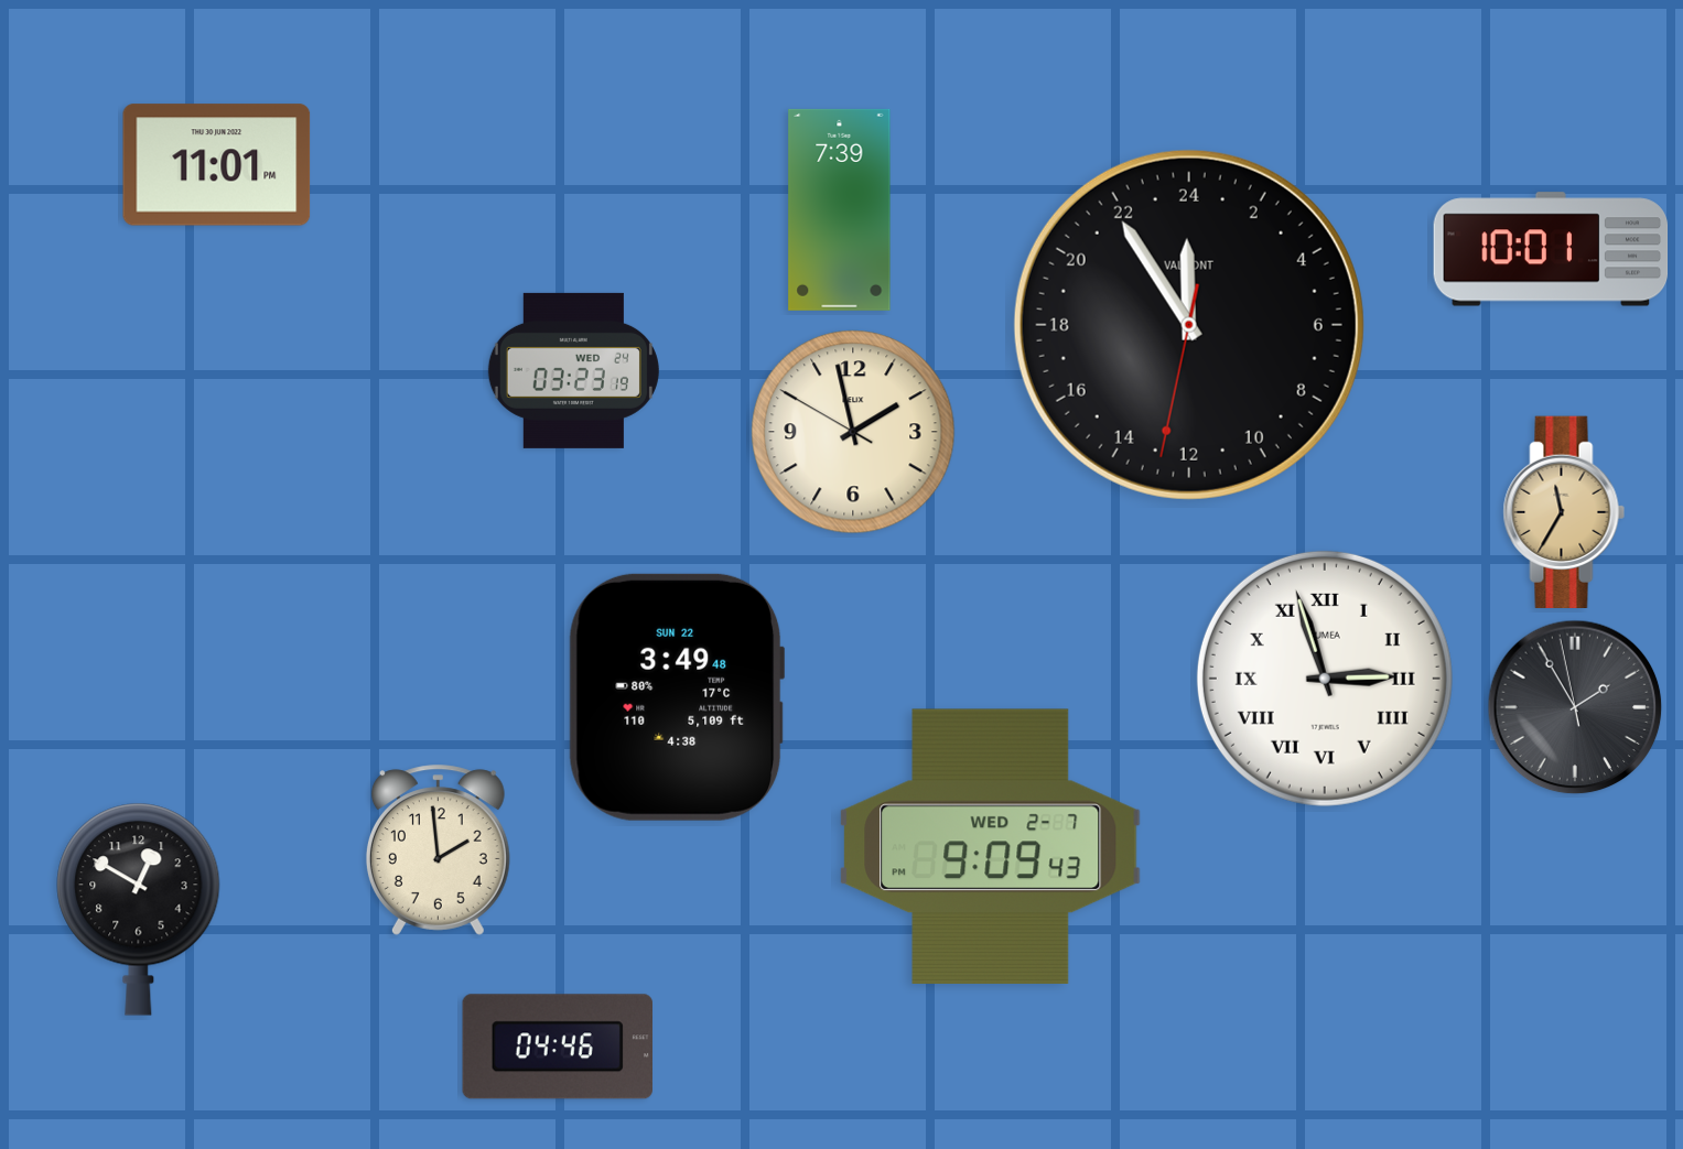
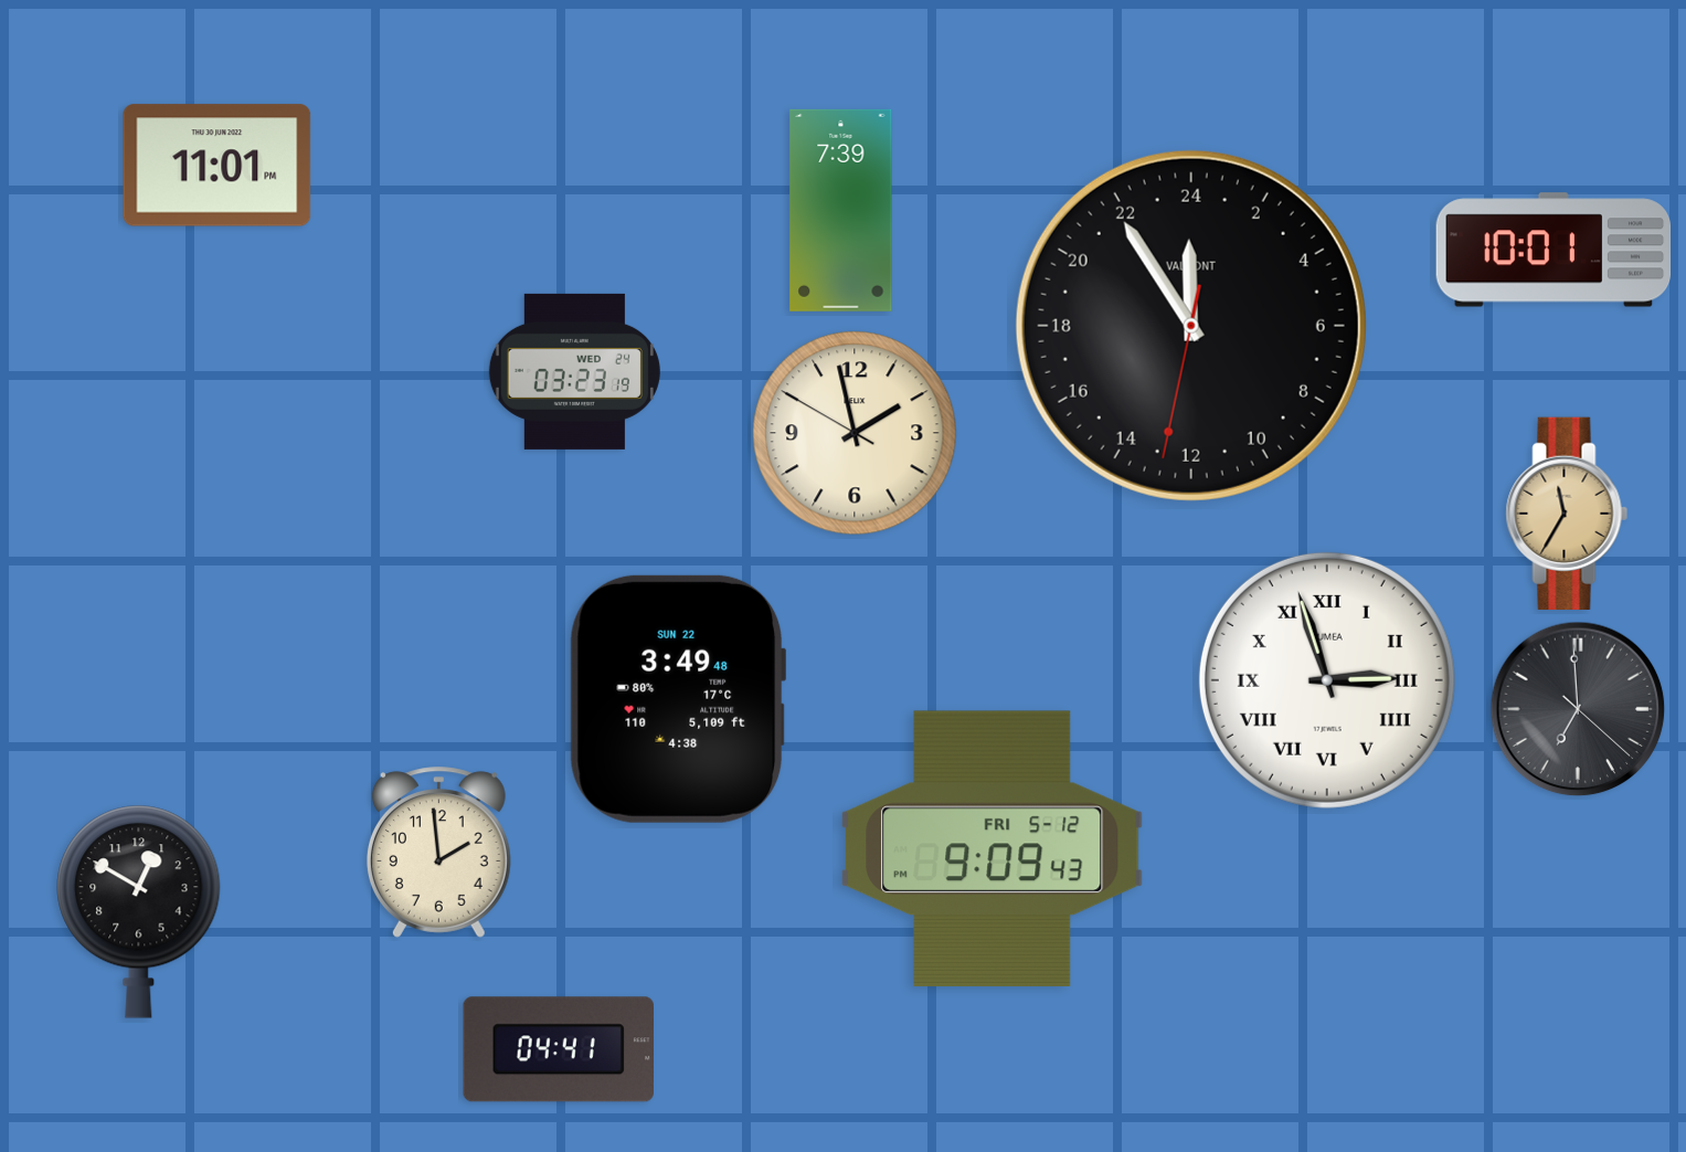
clock at (1575, 707): 1:54 -> 6:59
clock at (991, 846) date: WED 2-7 -> FRI 5-12
clock at (557, 1047): 04:46 -> 04:41
